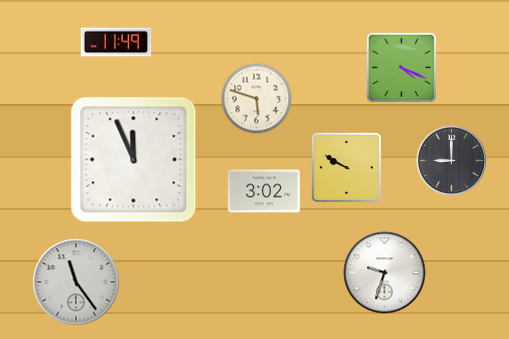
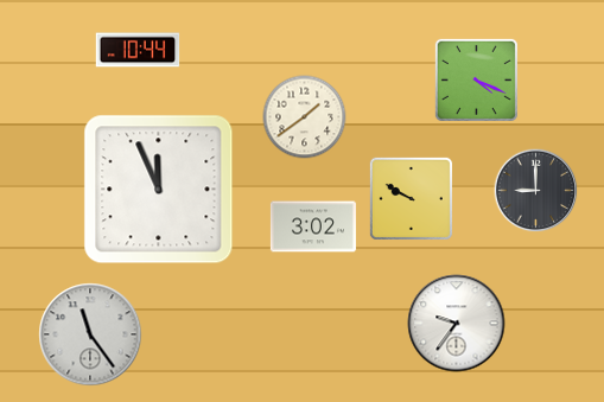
clock at (116, 42): 11:49 -> 10:44
clock at (257, 99): 5:48 -> 1:39
clock at (385, 273): 9:33 -> 9:36
